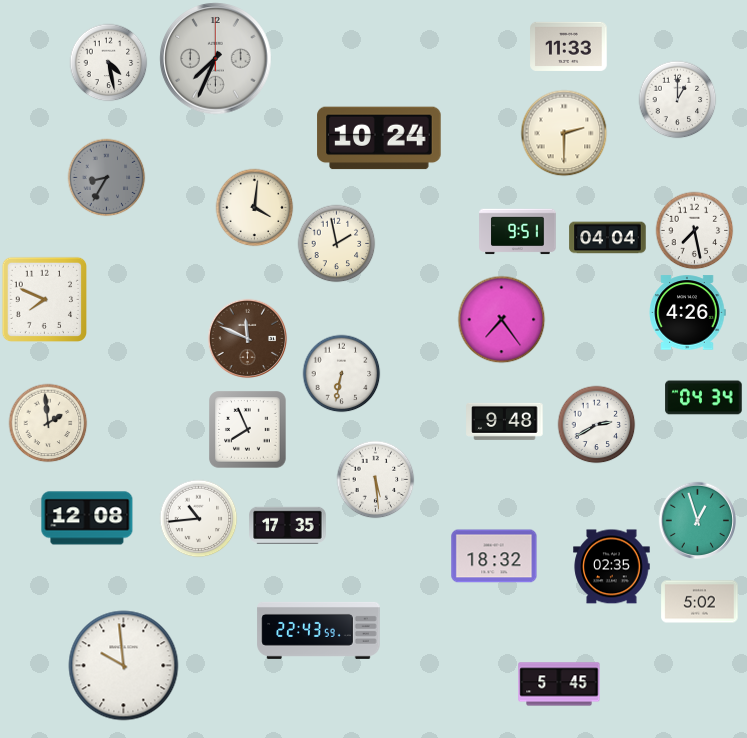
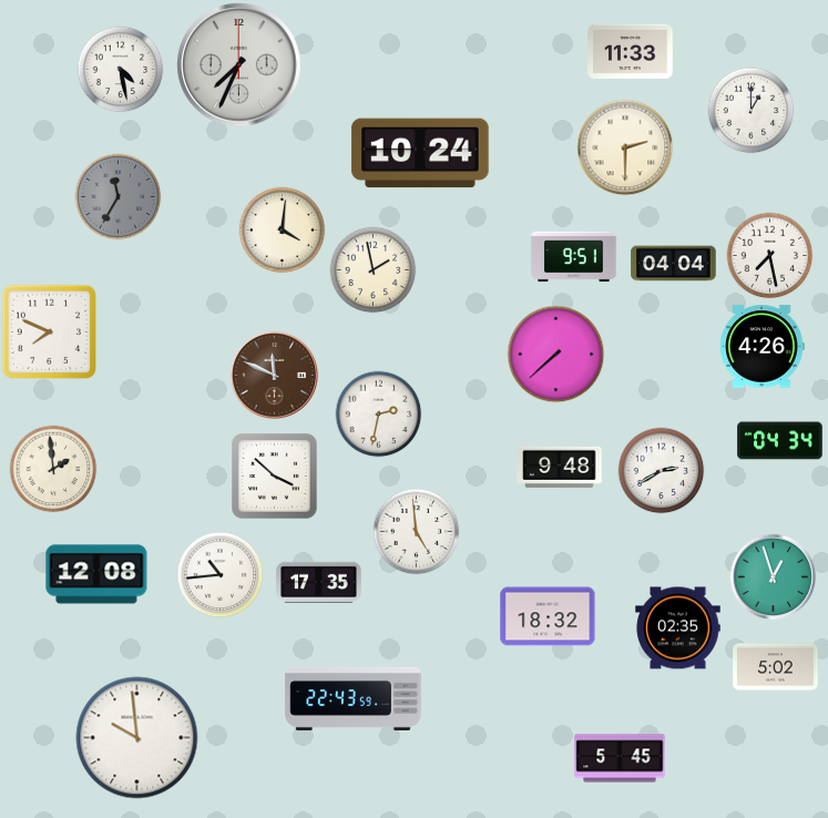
clock at (106, 177): 8:35 -> 11:35
clock at (501, 319): 7:24 -> 7:38
clock at (341, 373): 6:32 -> 2:32
clock at (248, 430): 7:56 -> 3:52
clock at (375, 479): 5:29 -> 4:59
